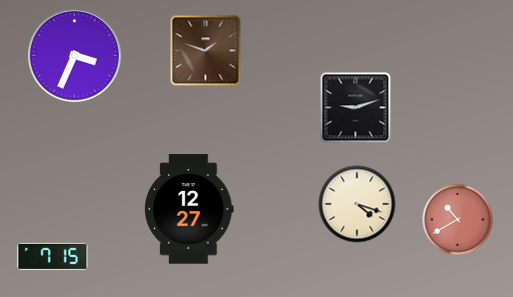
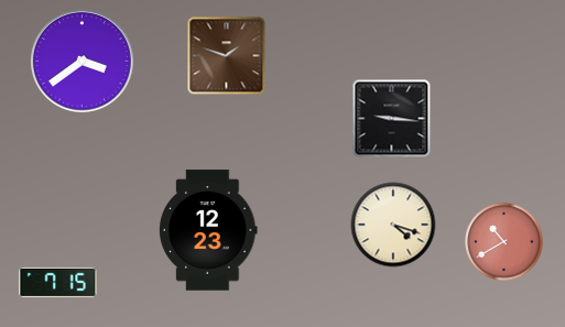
clock at (74, 55): 3:34 -> 3:39
clock at (356, 108): 9:12 -> 9:16
clock at (189, 209): 12:27 -> 12:23
